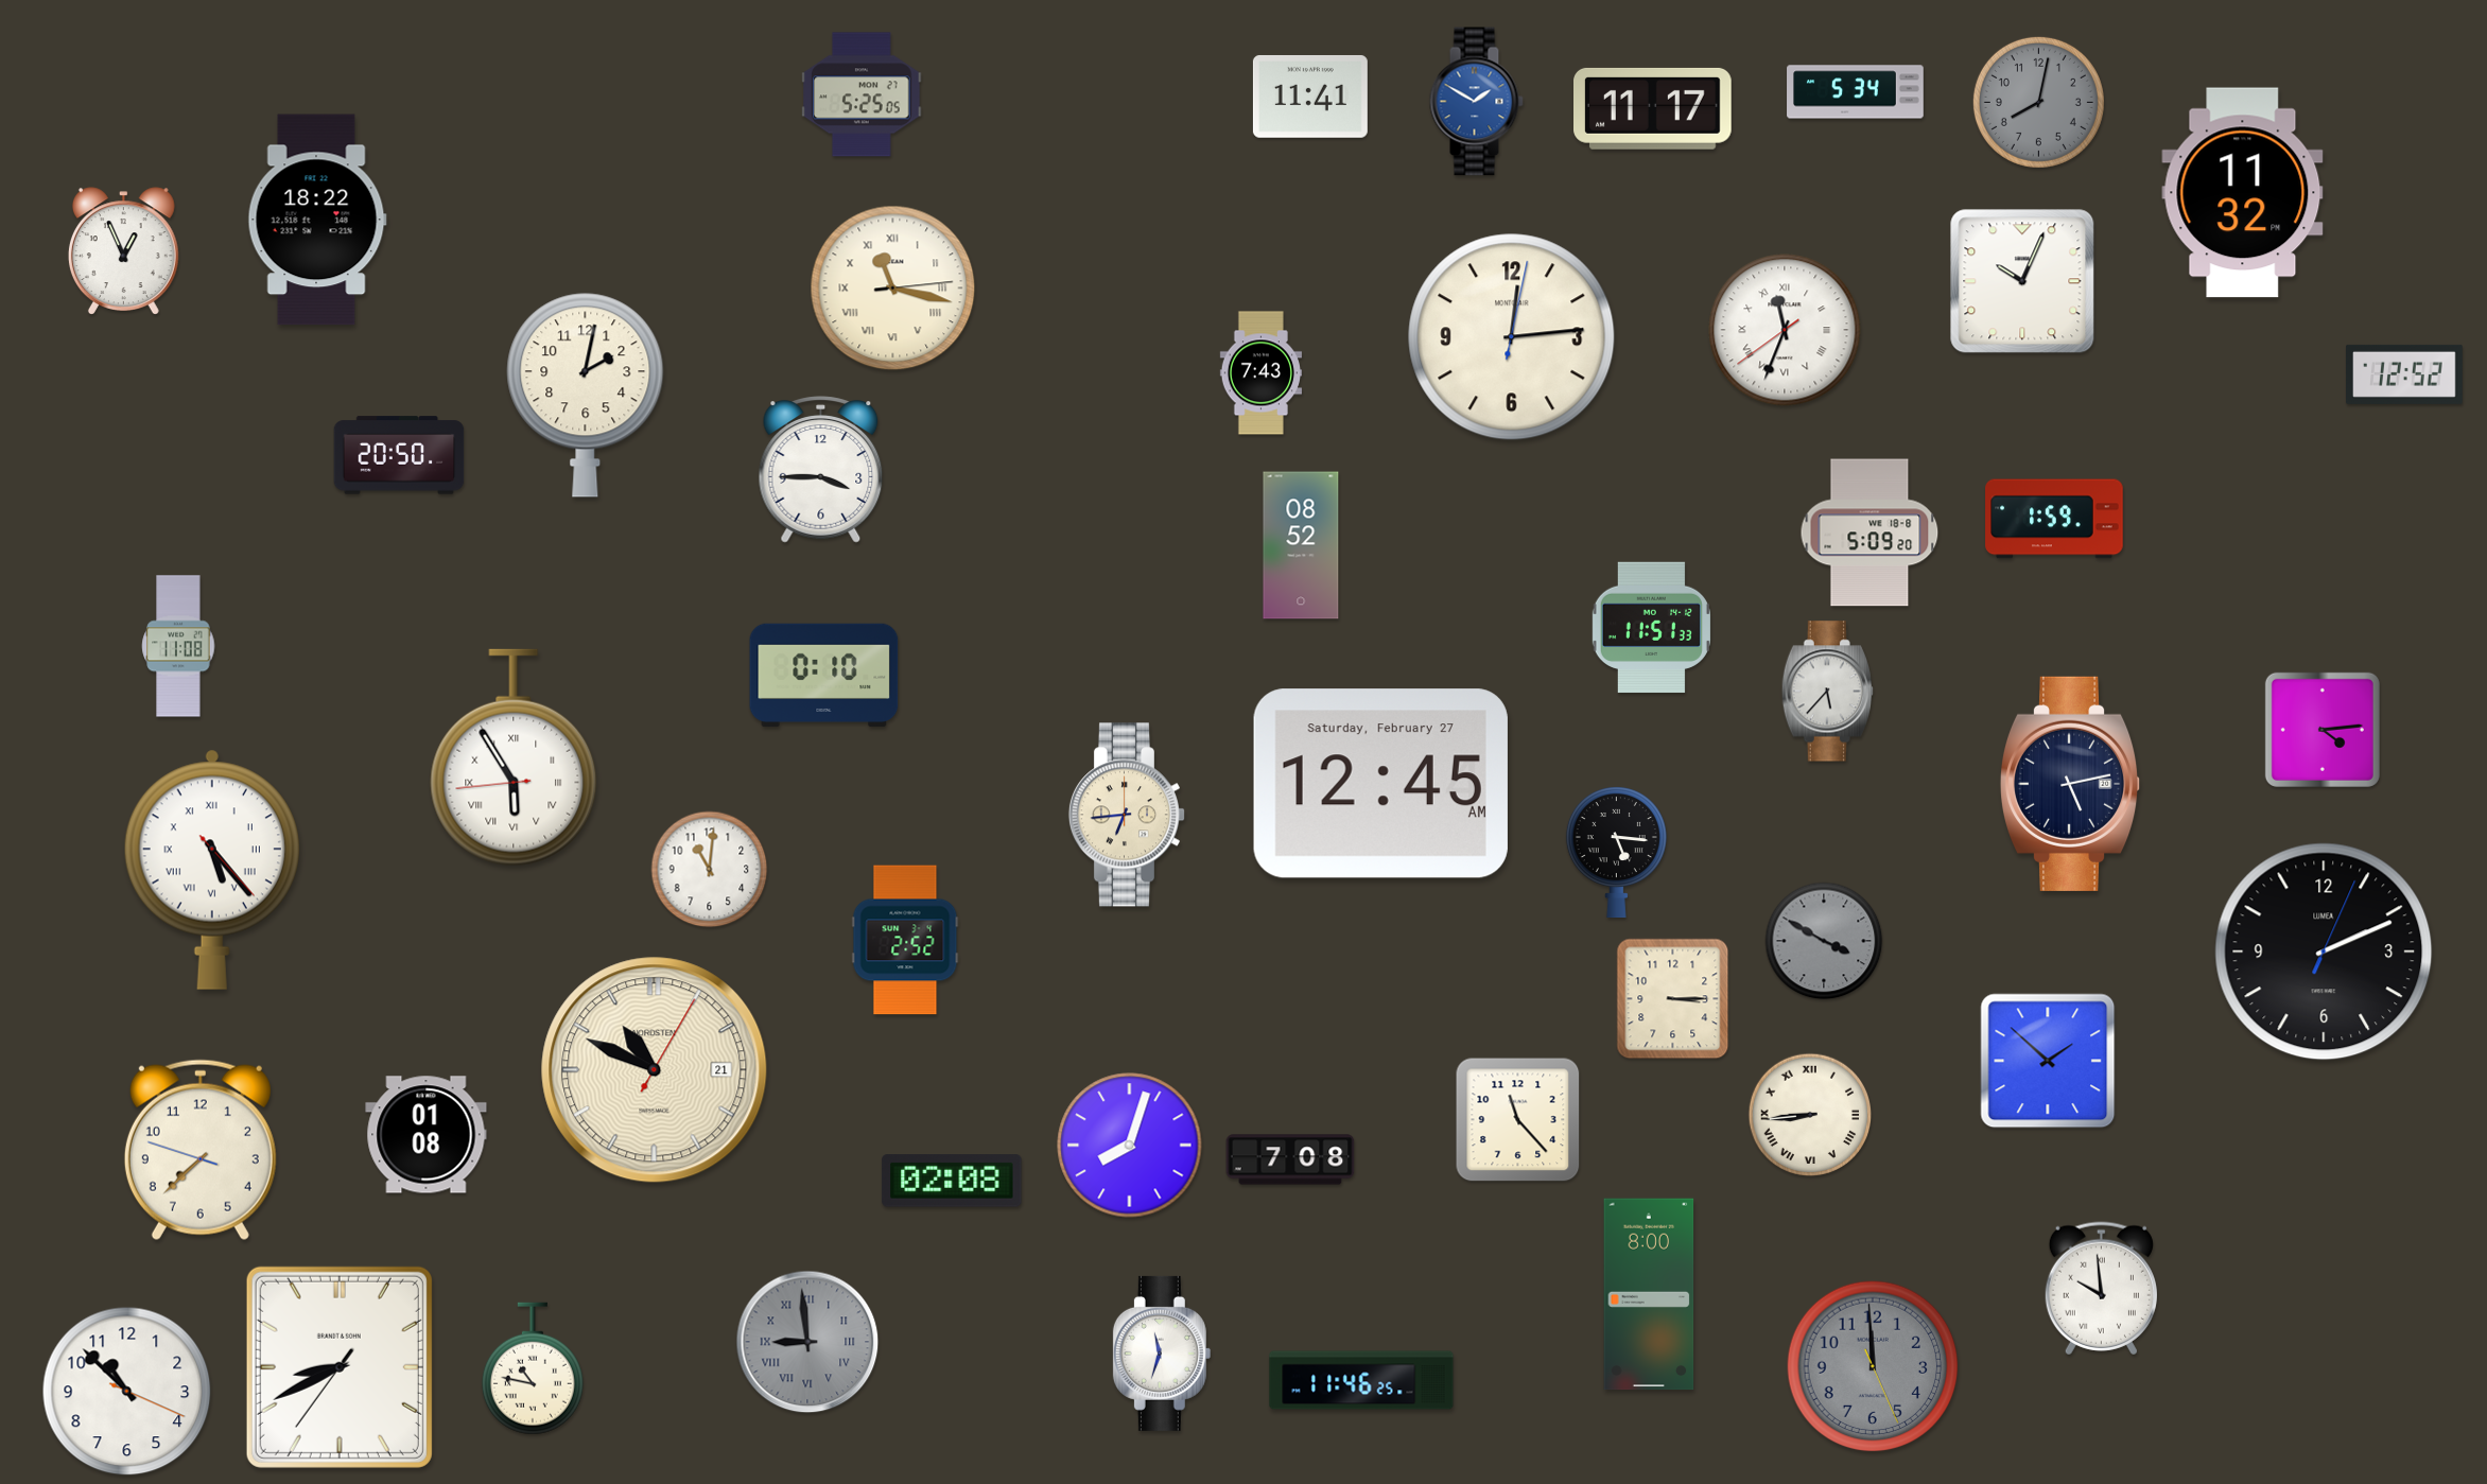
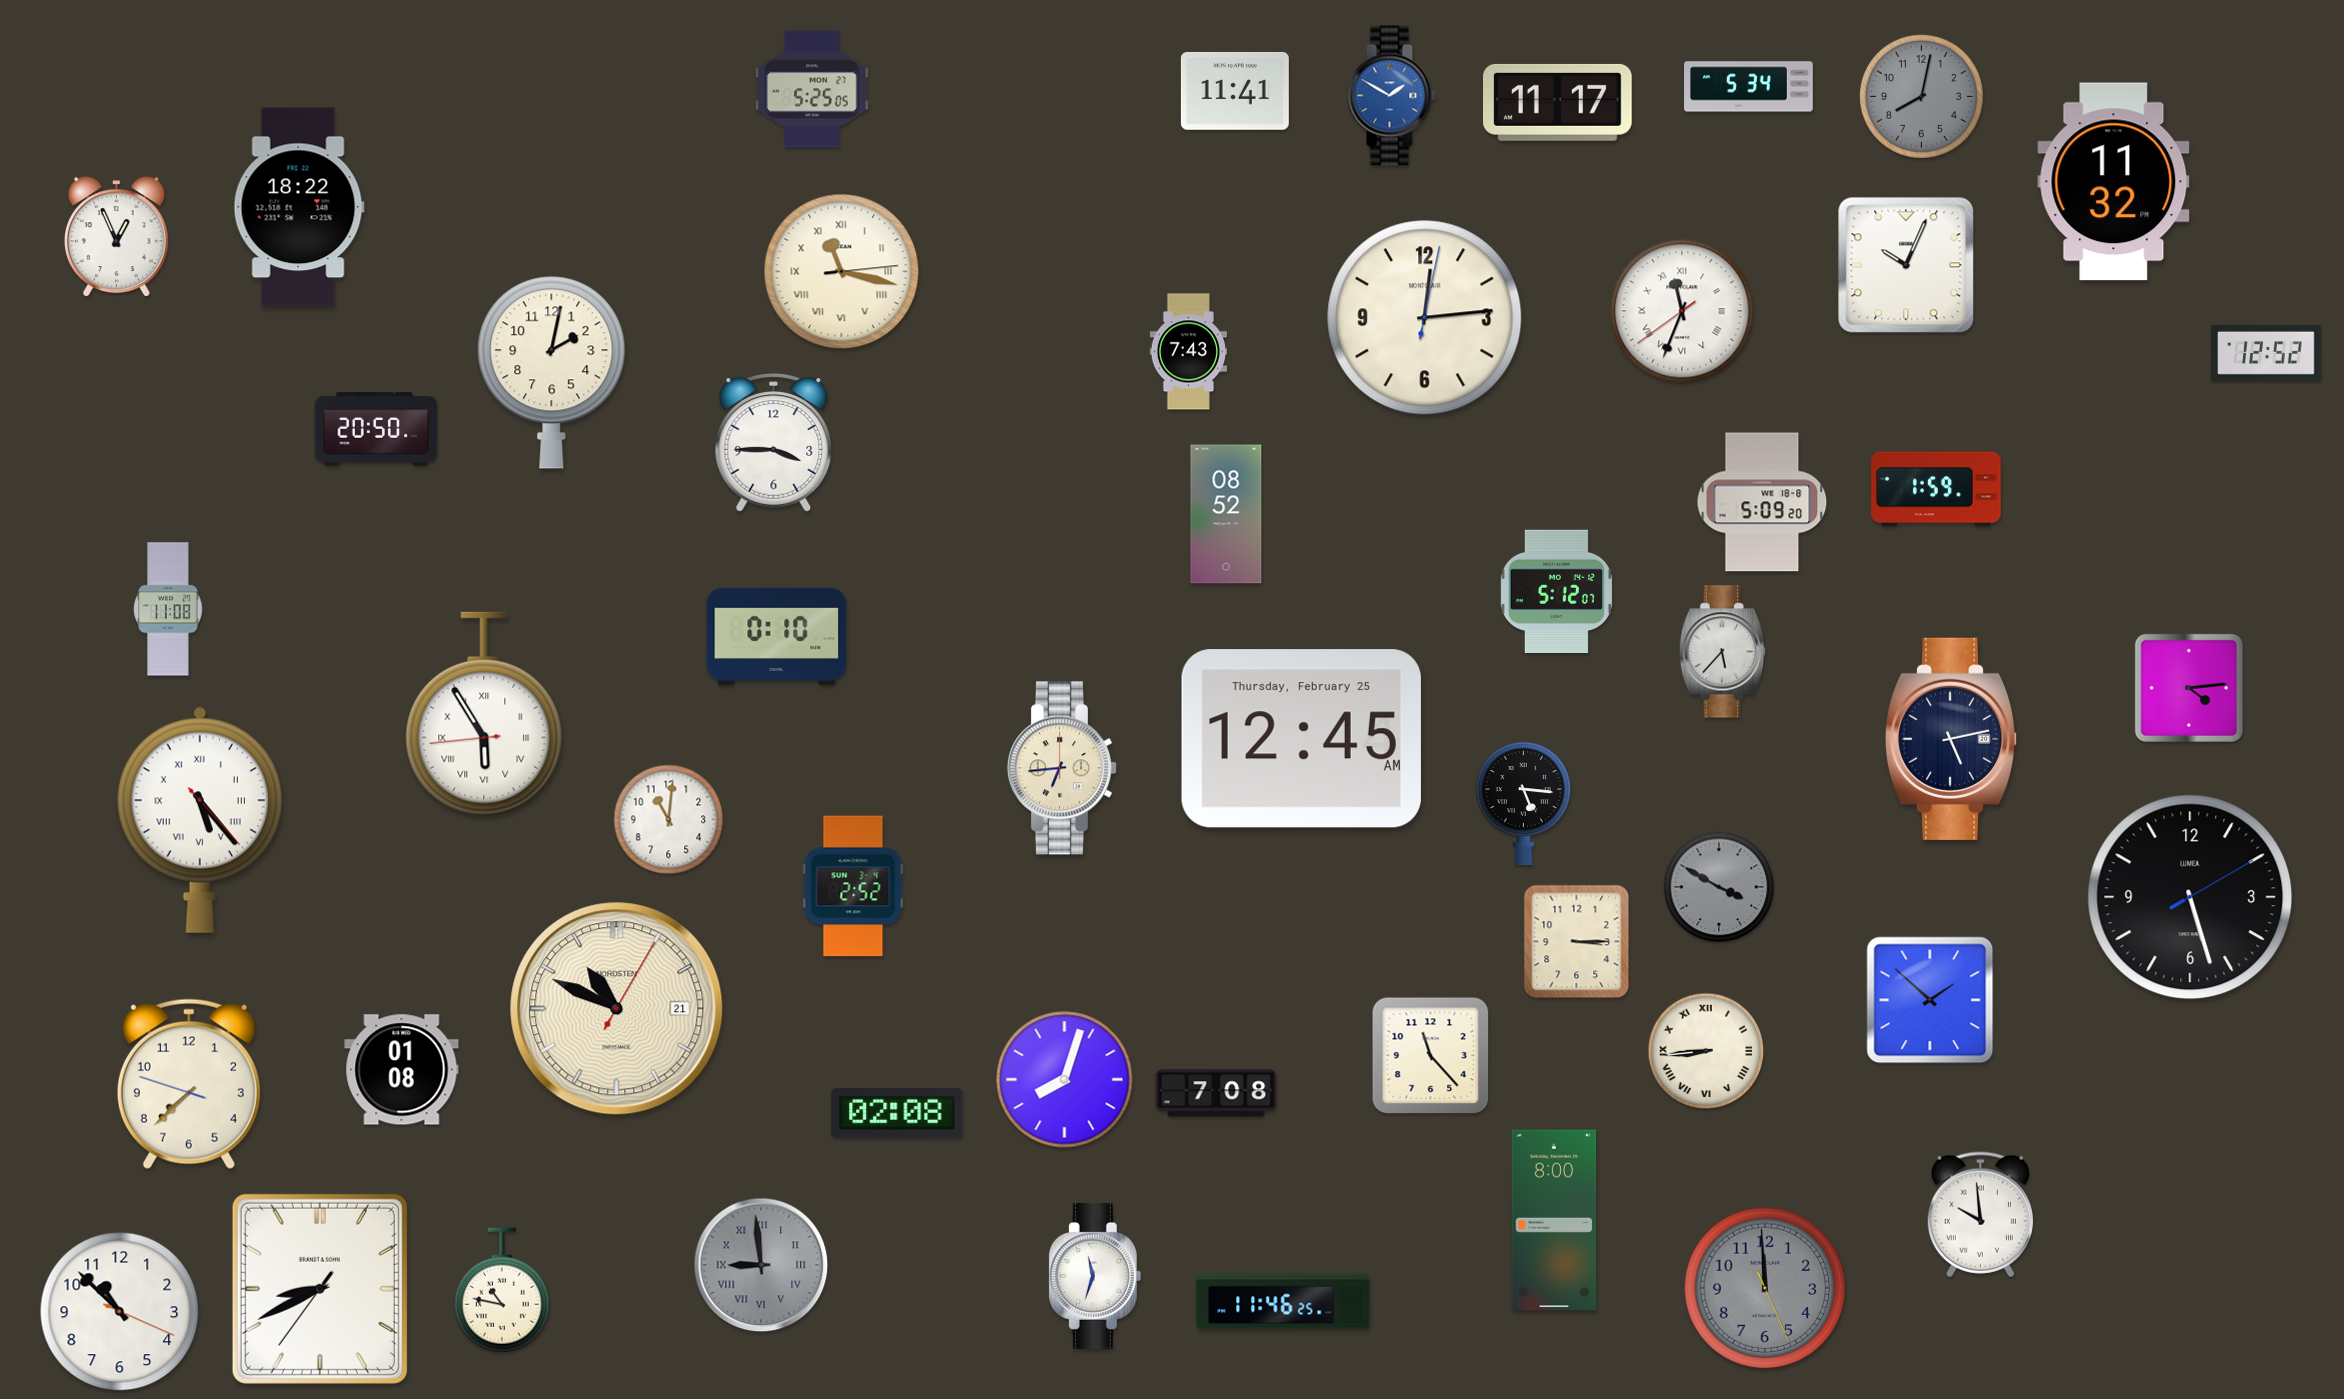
clock at (1651, 628): 11:51 -> 5:12
clock at (1380, 784) date: Saturday, February 27 -> Thursday, February 25
clock at (2324, 951): 2:11 -> 5:27
